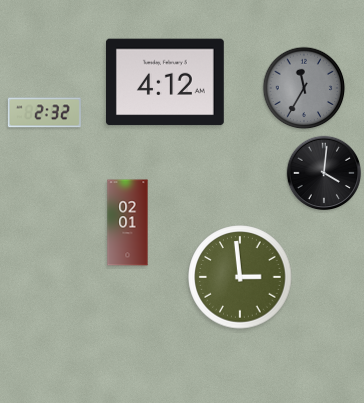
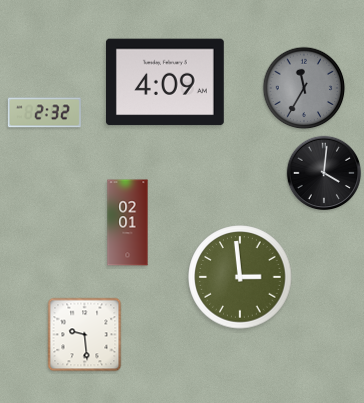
clock at (165, 82): 4:12 -> 4:09
clock at (85, 335): none -> 9:29
